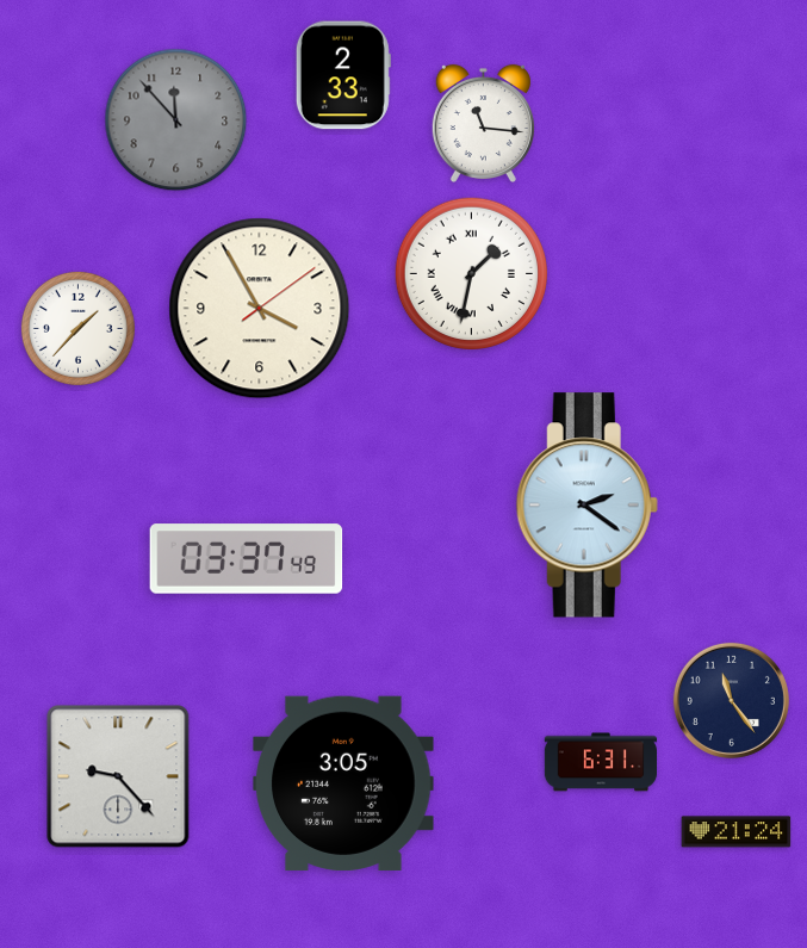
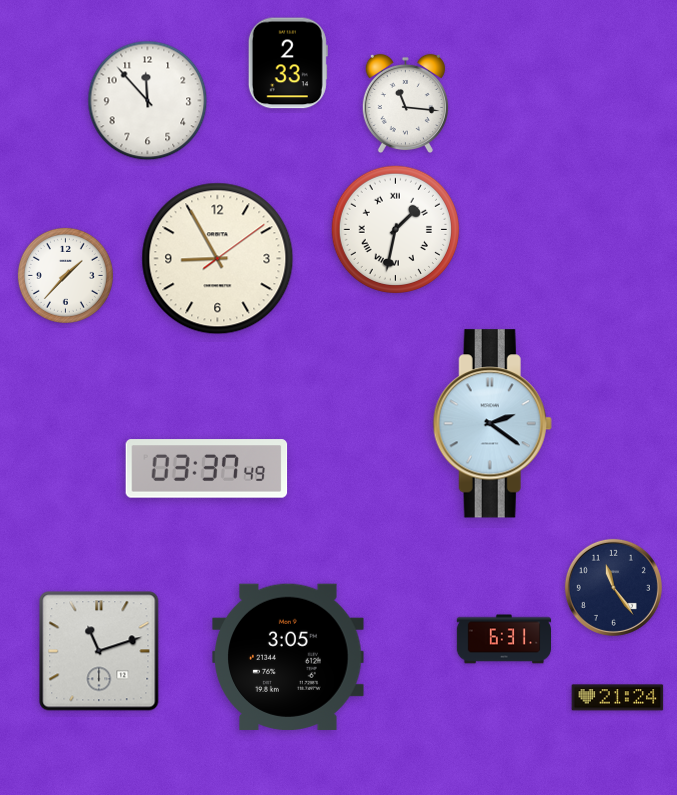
clock at (176, 120) dial: grey -> white
clock at (260, 309): 3:55 -> 8:55
clock at (118, 776): 9:23 -> 11:12
